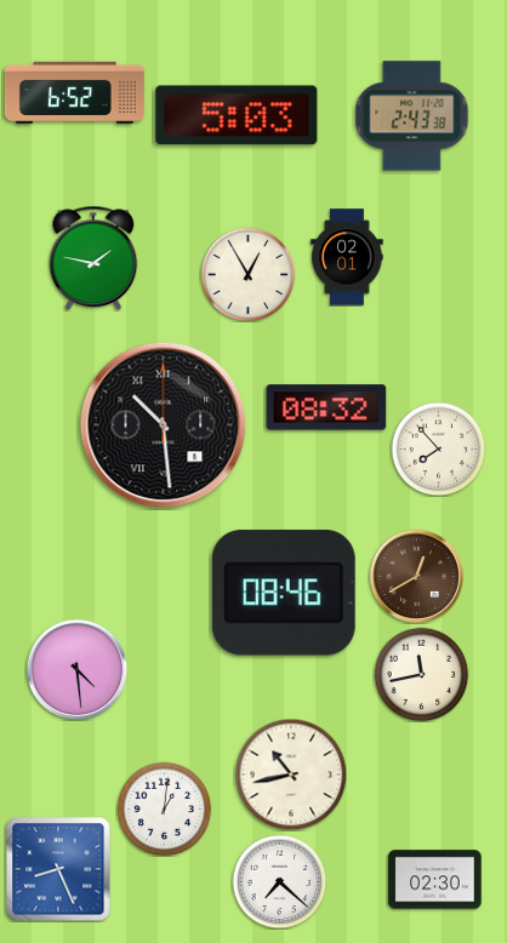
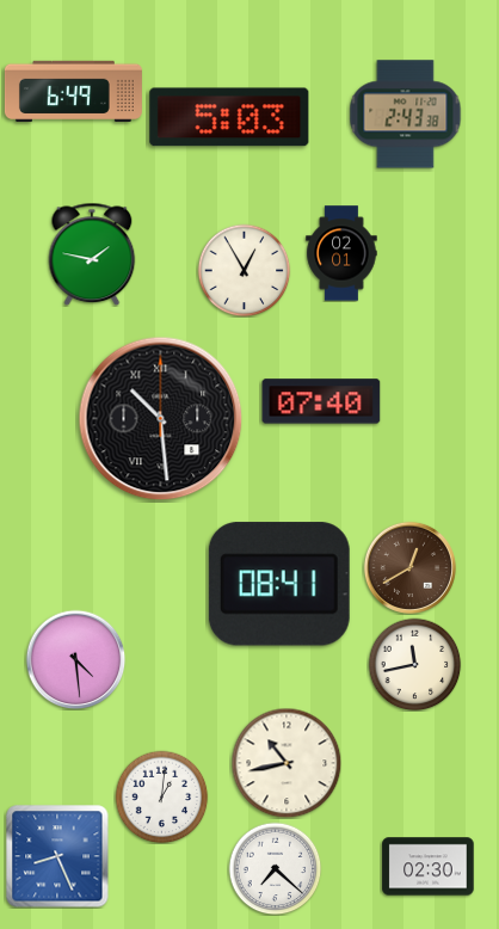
clock at (74, 92): 6:52 -> 6:49
clock at (237, 115) position: (237, 115) -> (229, 117)
clock at (326, 407): 08:32 -> 07:40
clock at (438, 448): 7:53 -> none
clock at (284, 593): 08:46 -> 08:41
